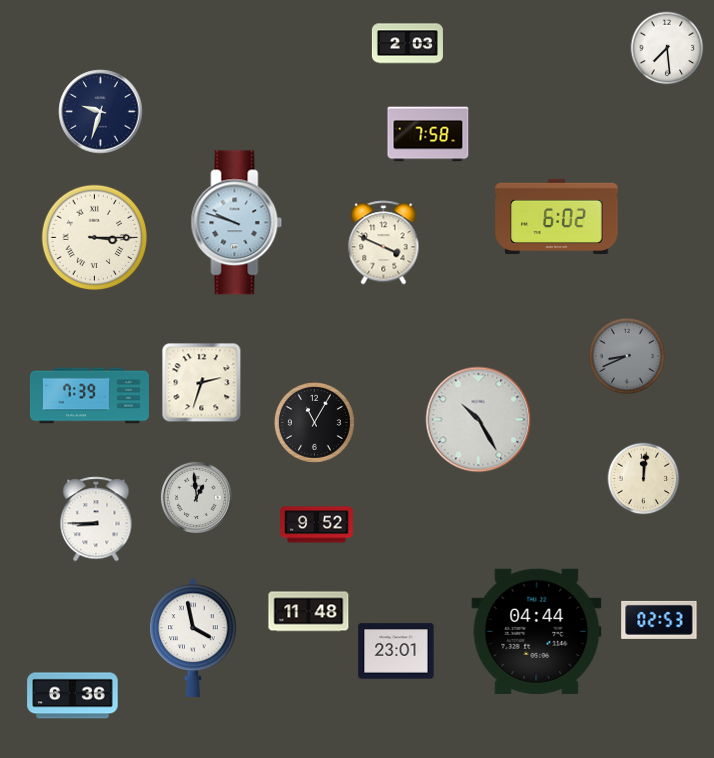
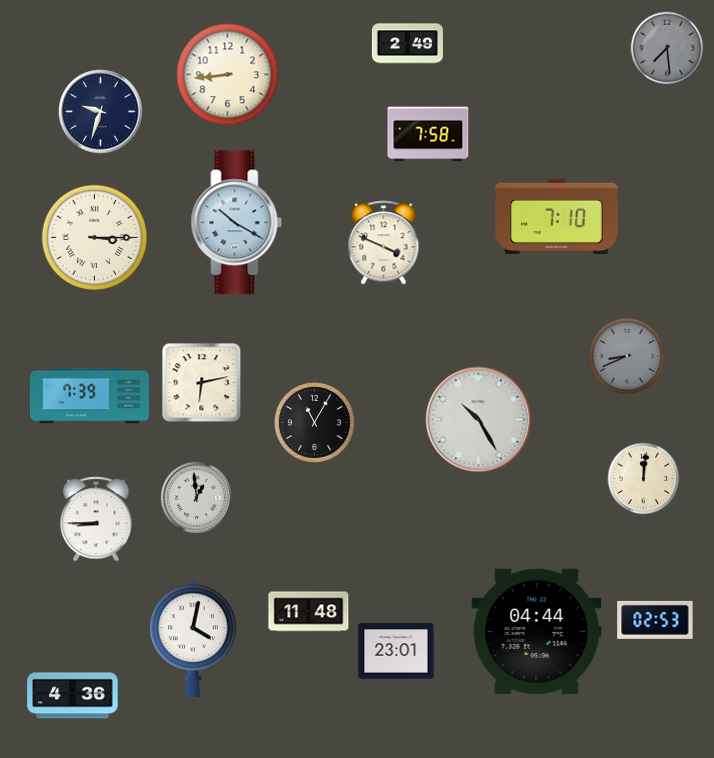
clock at (407, 44): 2:03 -> 2:49
clock at (667, 48) dial: white -> grey
clock at (228, 75): none -> 8:44
clock at (557, 217): 6:02 -> 7:10
clock at (237, 223): 9:48 -> 10:20
clock at (202, 383): 2:33 -> 6:13
clock at (317, 525): 9:52 -> none
clock at (659, 620) position: (659, 620) -> (655, 620)
clock at (193, 638): 3:58 -> 4:02
clock at (73, 696): 6:36 -> 4:36
